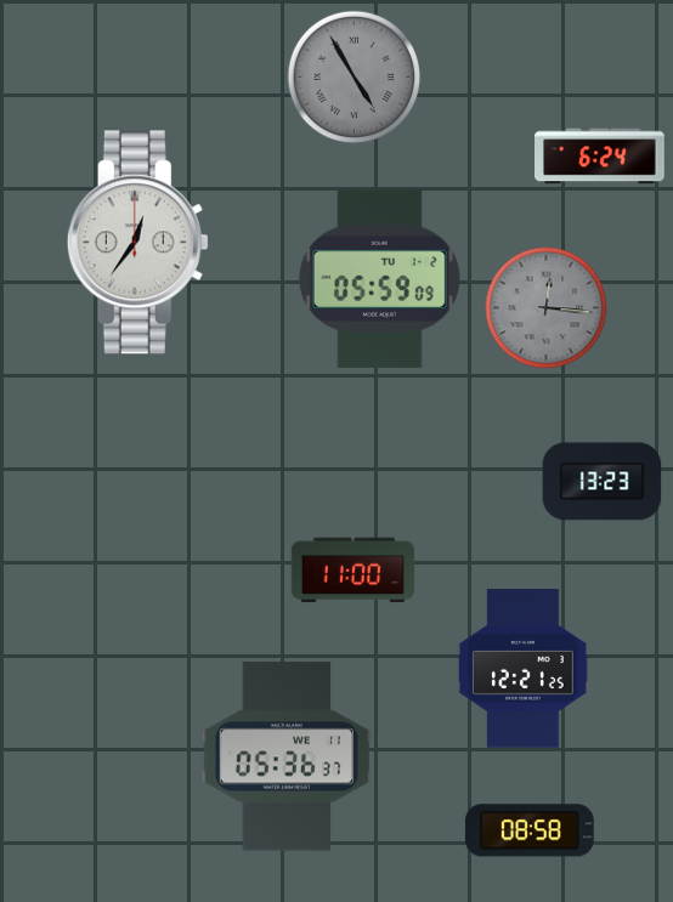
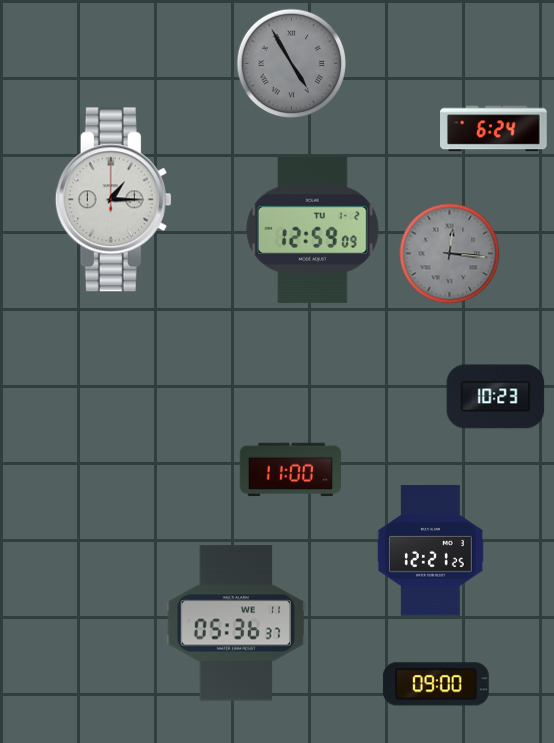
clock at (137, 243): 12:36 -> 1:15
clock at (379, 278): 05:59 -> 12:59
clock at (603, 482): 13:23 -> 10:23
clock at (530, 830): 08:58 -> 09:00
